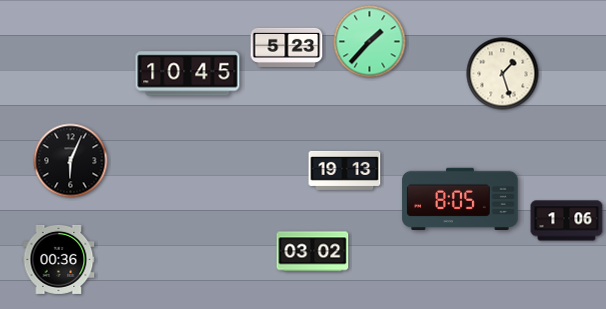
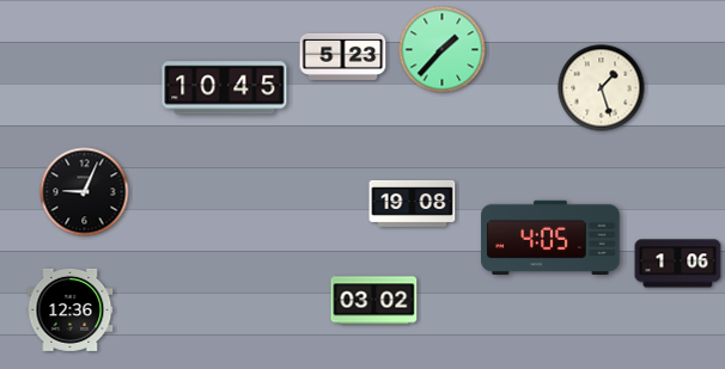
clock at (71, 161): 6:04 -> 9:04
clock at (345, 170): 19:13 -> 19:08
clock at (460, 198): 8:05 -> 4:05
clock at (59, 259): 00:36 -> 12:36
